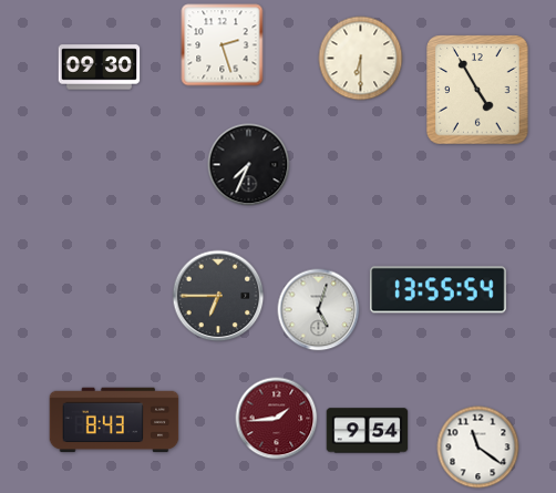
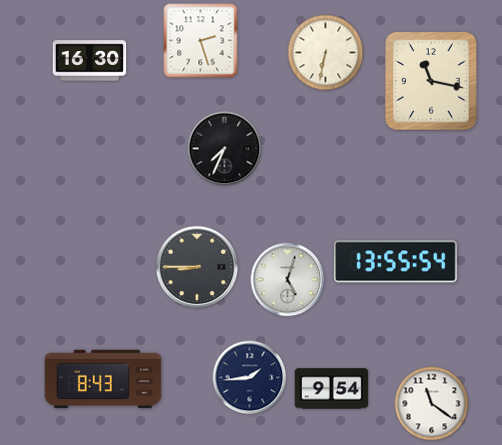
clock at (361, 59): 6:30 -> 6:32
clock at (100, 68): 09:30 -> 16:30
clock at (477, 90): 4:55 -> 11:17
clock at (218, 296): 6:45 -> 8:45
clock at (277, 419) dial: burgundy -> navy
